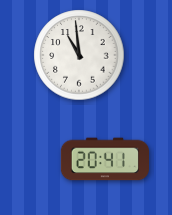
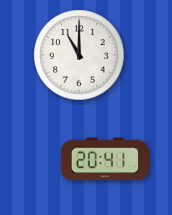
clock at (79, 55): 10:59 -> 11:00
